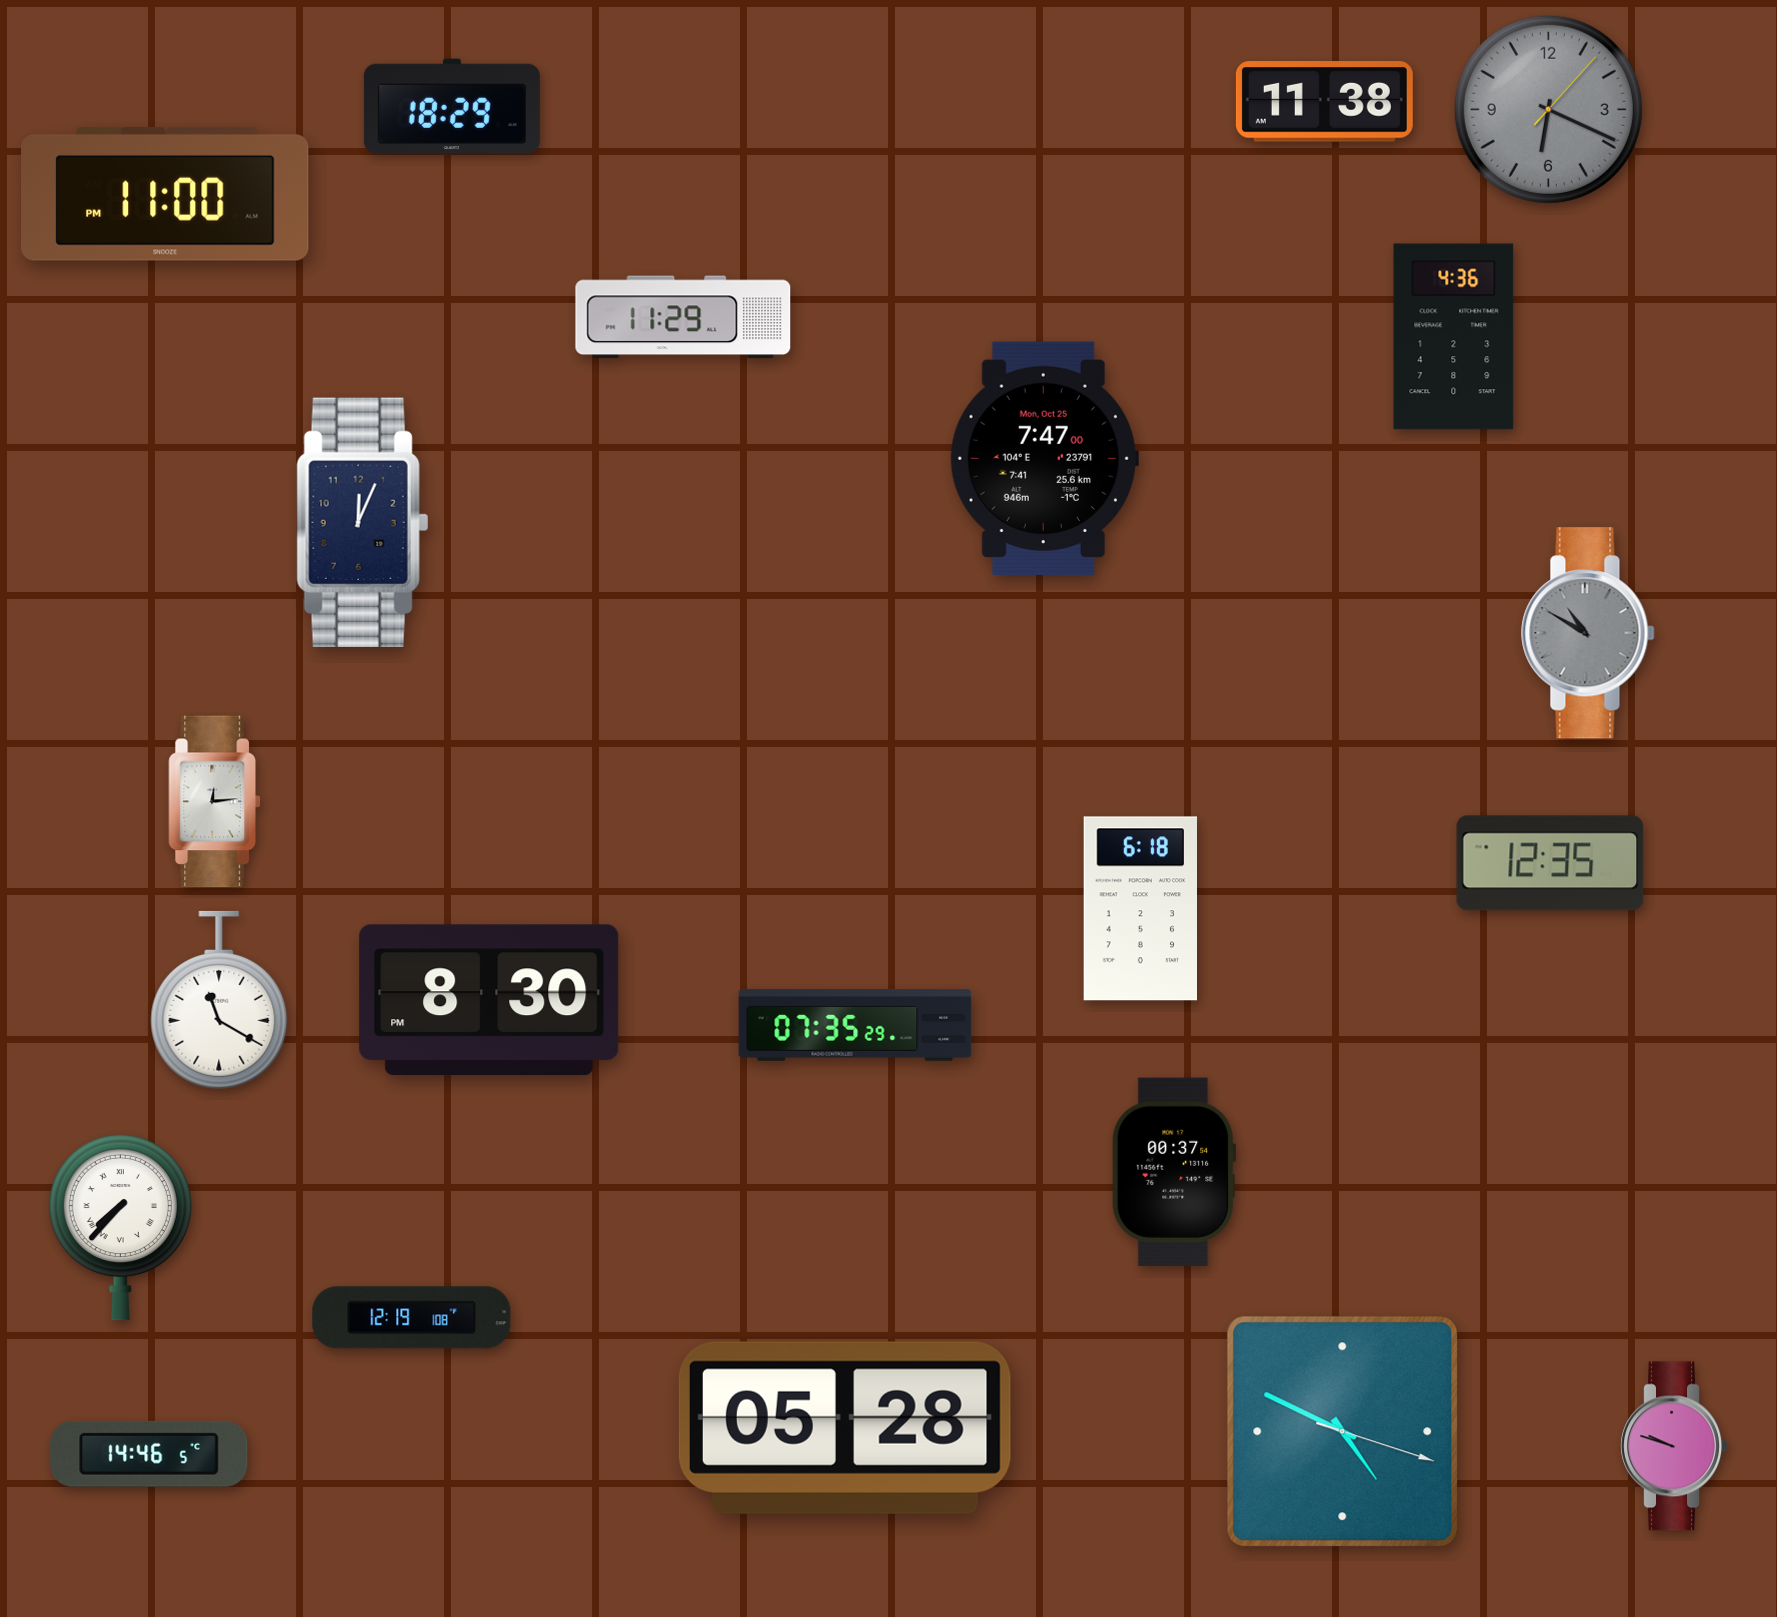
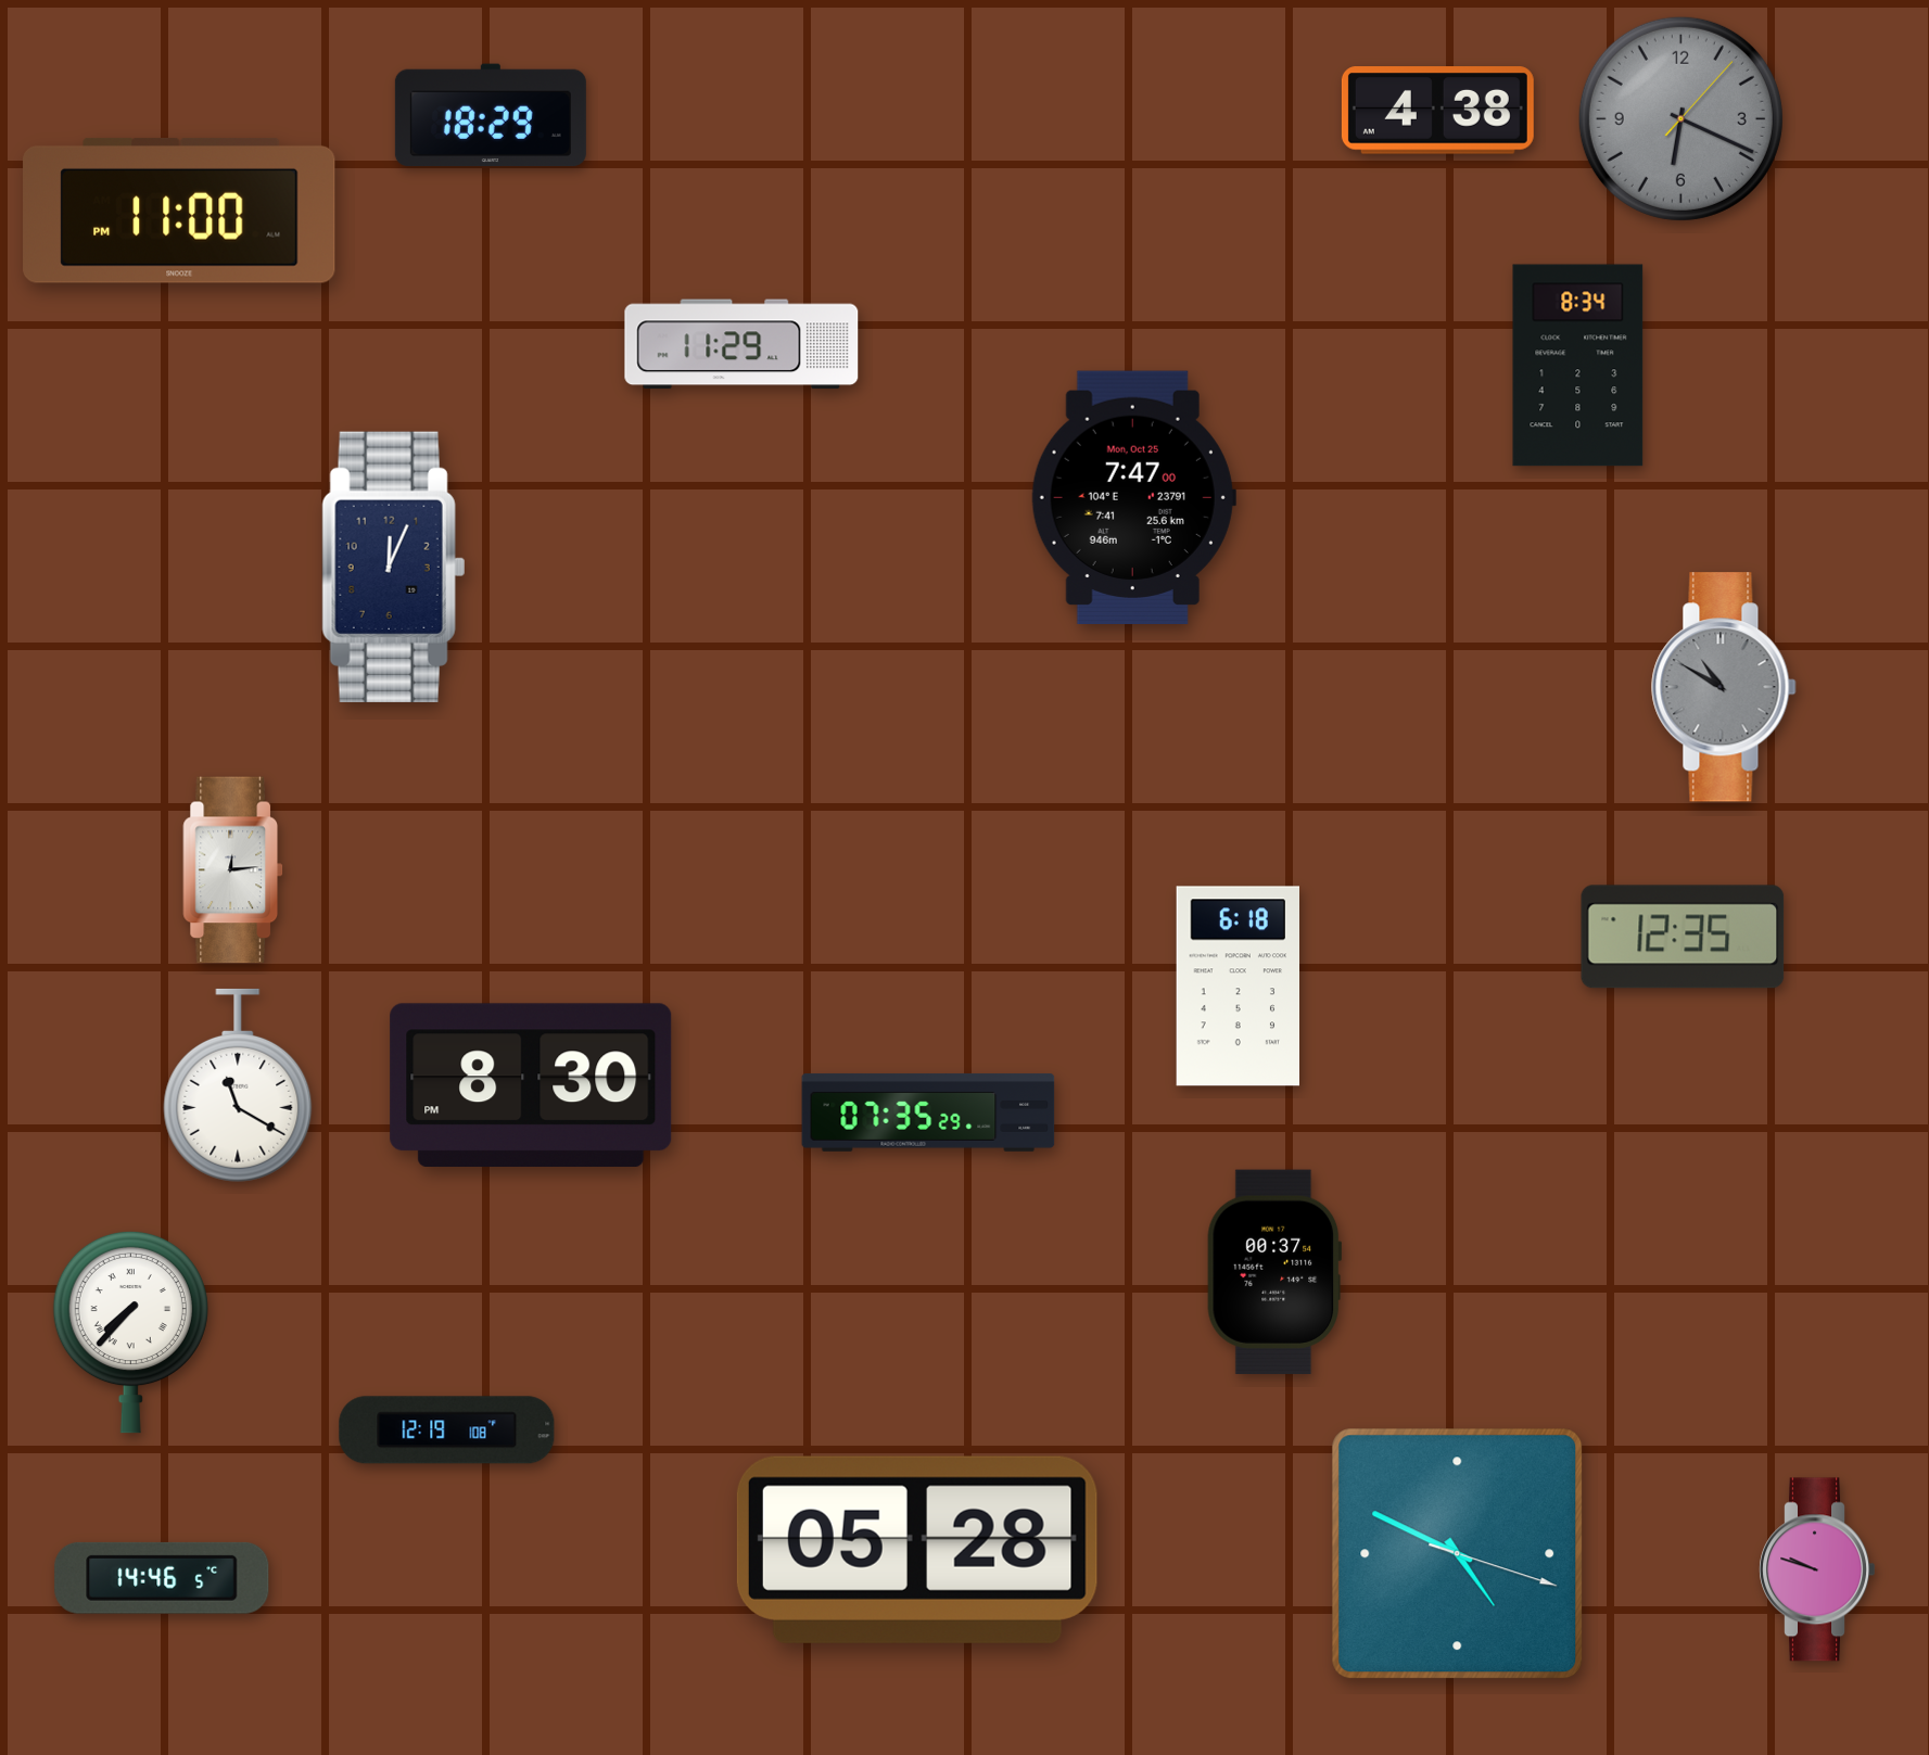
clock at (1324, 102): 11:38 -> 4:38
clock at (1454, 337): 4:36 -> 8:34
